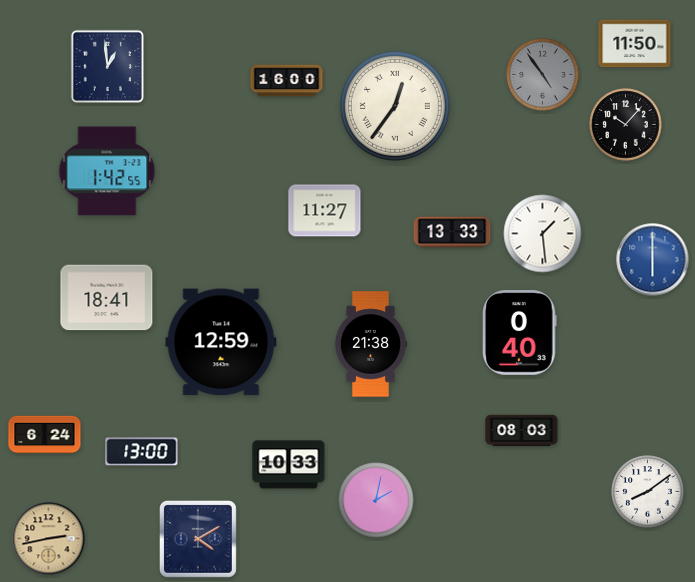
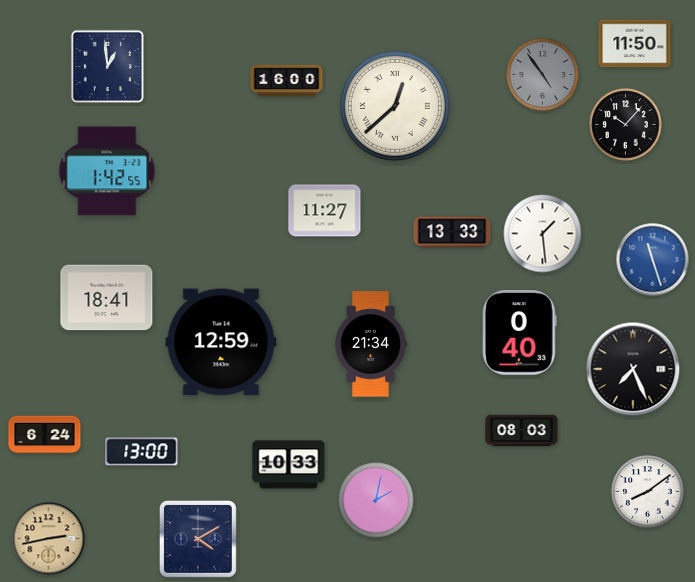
clock at (395, 106): 12:36 -> 12:38
clock at (653, 260): 6:00 -> 11:27
clock at (371, 344): 21:38 -> 21:34
clock at (633, 369): none -> 7:26
